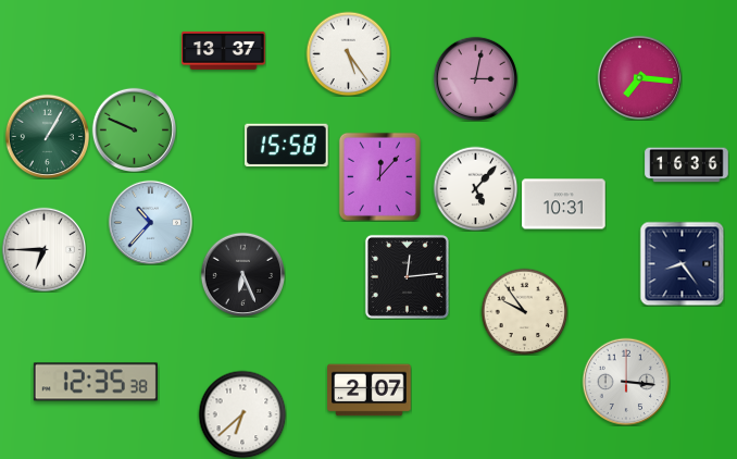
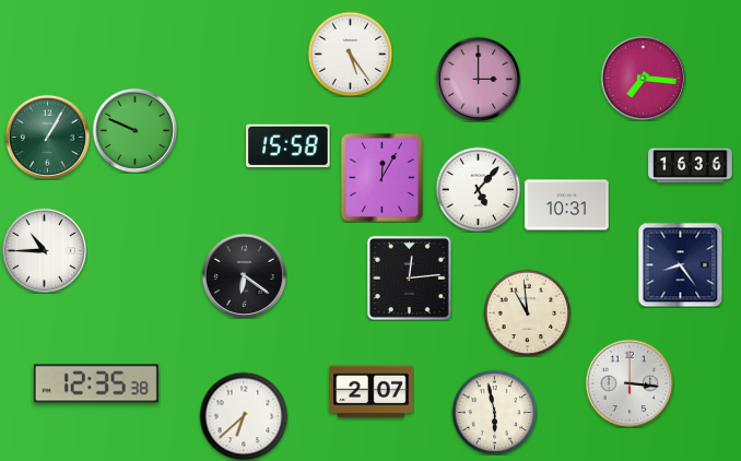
clock at (224, 50): 13:37 -> none
clock at (475, 78): 3:02 -> 3:00
clock at (379, 176): 12:07 -> 12:05
clock at (150, 222): 10:37 -> none
clock at (43, 249): 6:45 -> 10:45
clock at (682, 263) position: (682, 263) -> (680, 264)
clock at (242, 274): 6:26 -> 6:21
clock at (524, 311): 9:54 -> 10:59
clock at (494, 412): none -> 5:58
